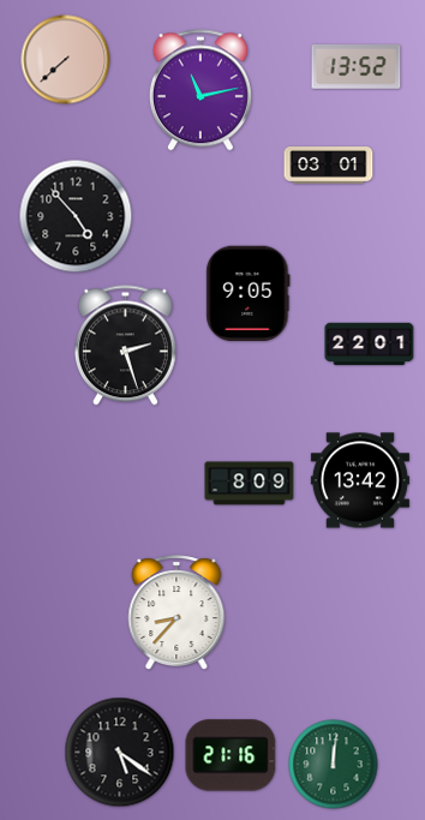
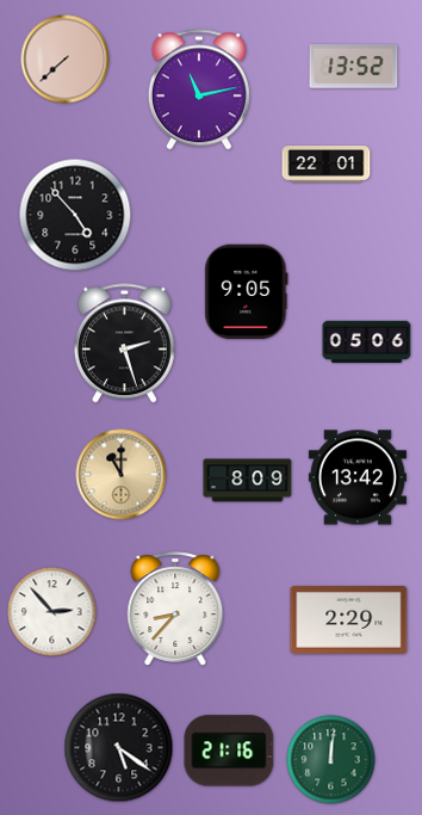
clock at (329, 166): 03:01 -> 22:01
clock at (370, 345): 22:01 -> 05:06
clock at (122, 475): none -> 11:00
clock at (52, 612): none -> 2:53
clock at (349, 620): none -> 2:29
